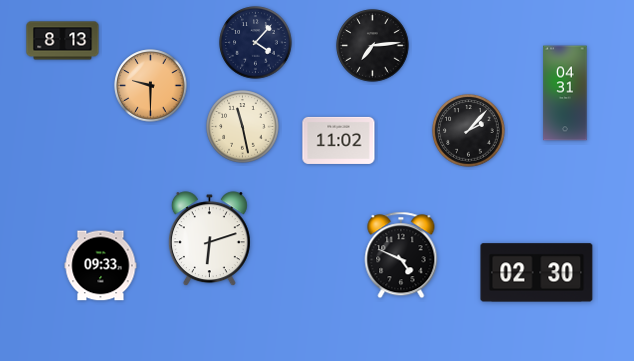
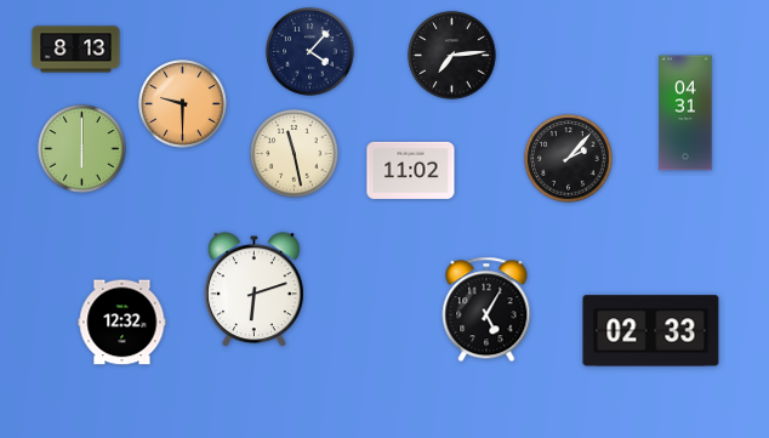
clock at (82, 149): none -> 6:00
clock at (401, 255): 4:49 -> 5:05
clock at (101, 266): 09:33 -> 12:32
clock at (537, 273): 02:30 -> 02:33
